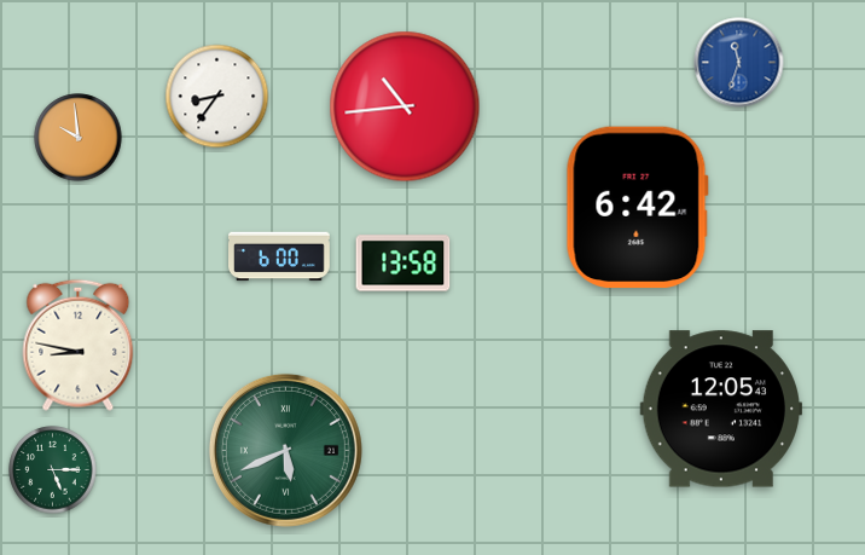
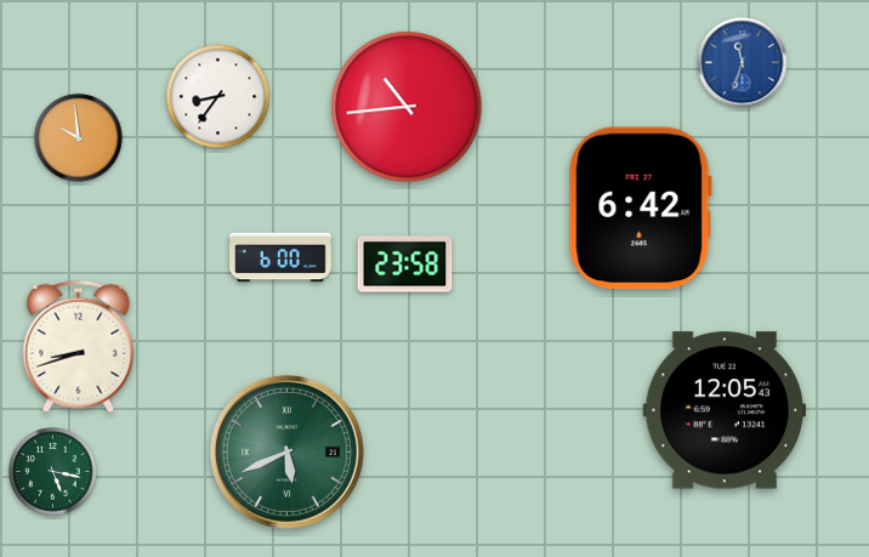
clock at (404, 264): 13:58 -> 23:58
clock at (79, 345): 8:47 -> 8:42
clock at (53, 470): 5:15 -> 5:17
